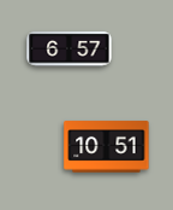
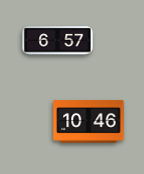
clock at (107, 147): 10:51 -> 10:46
